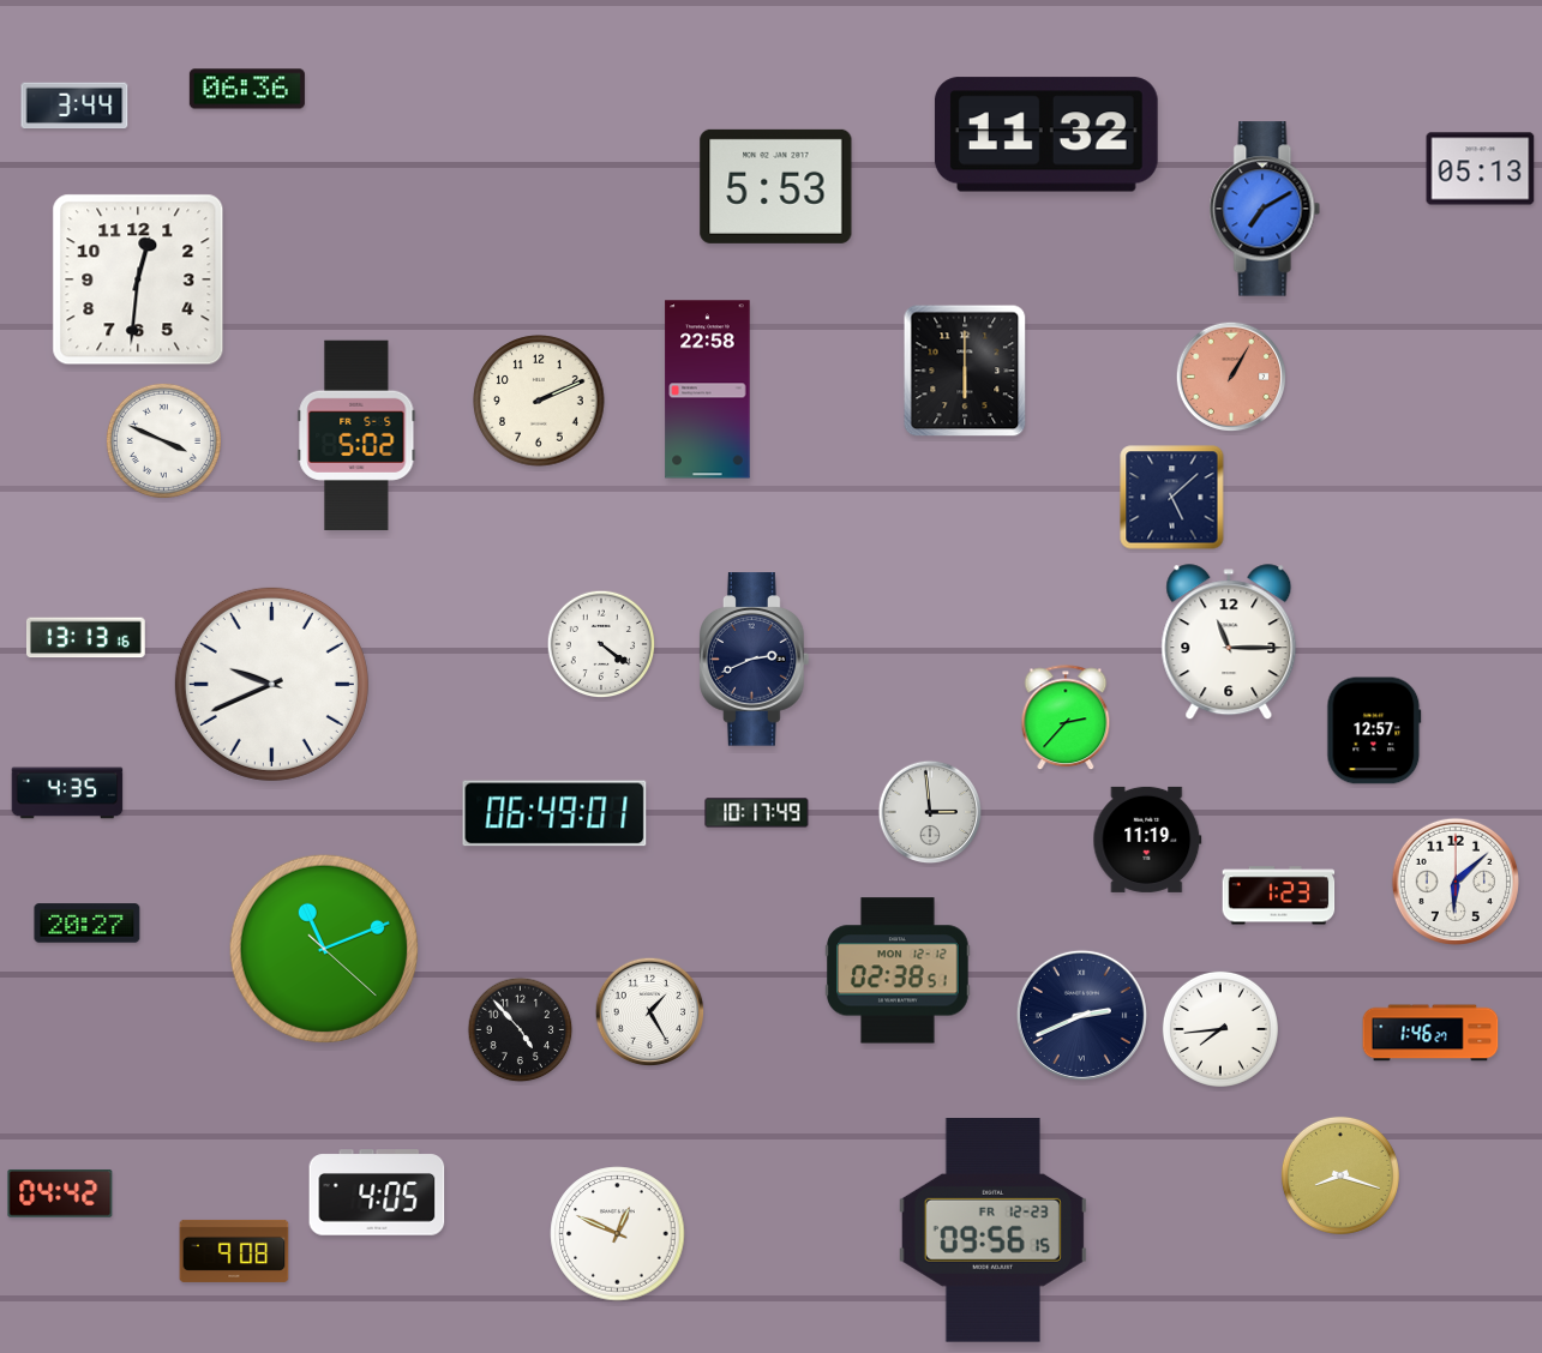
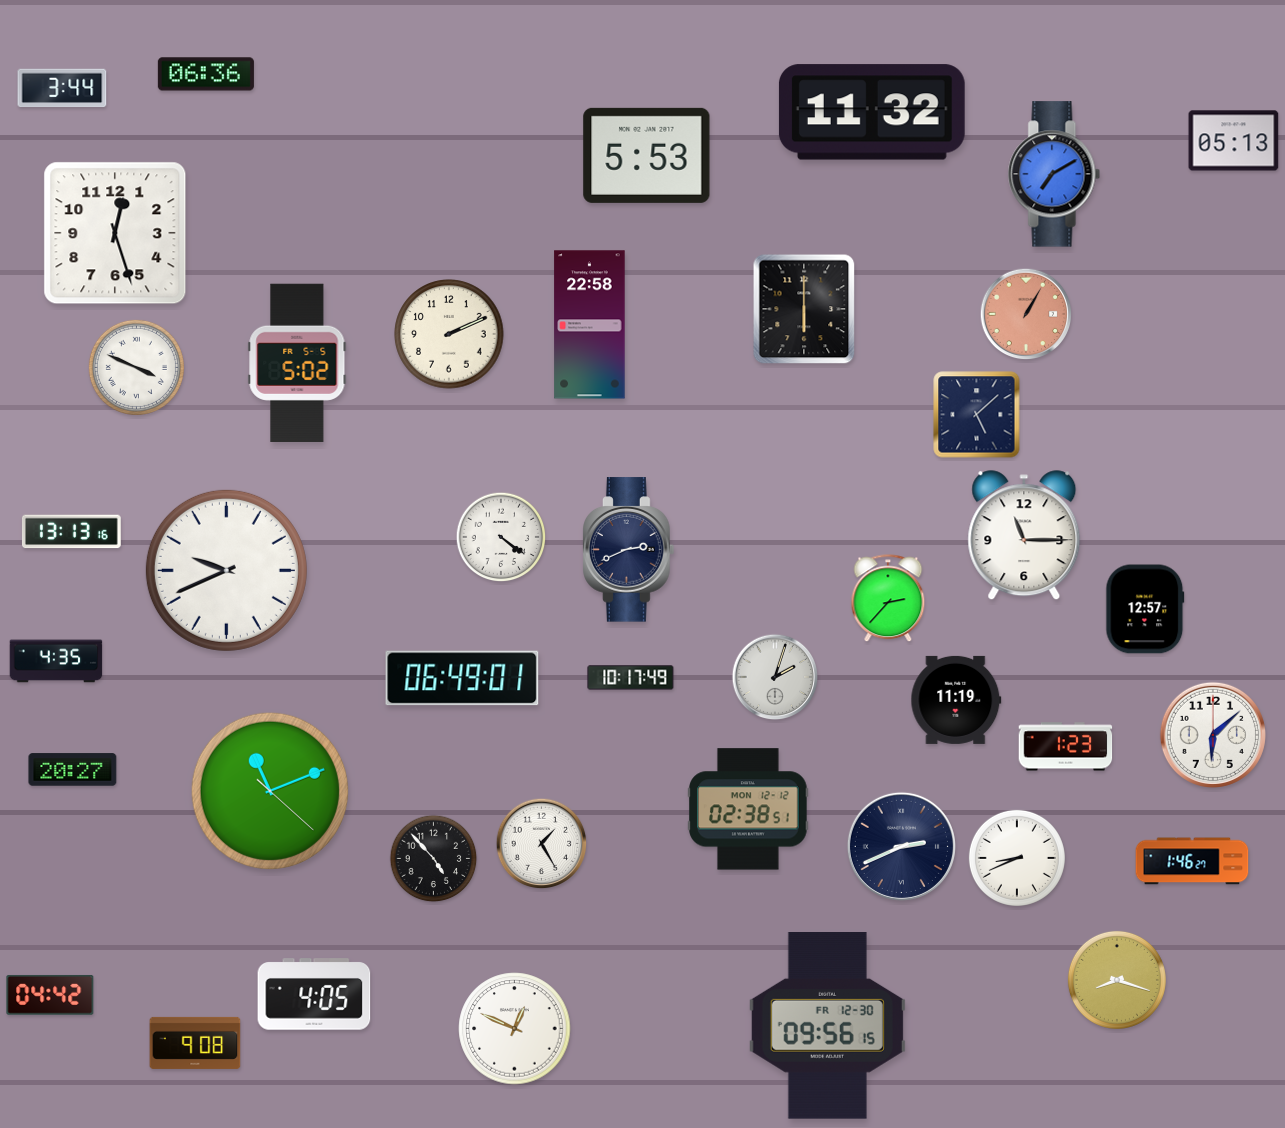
clock at (138, 279): 12:31 -> 12:27
clock at (930, 812): 2:59 -> 2:03
clock at (1220, 1029): 7:44 -> 8:41
clock at (992, 1231) date: FR 12-23 -> FR 12-30
